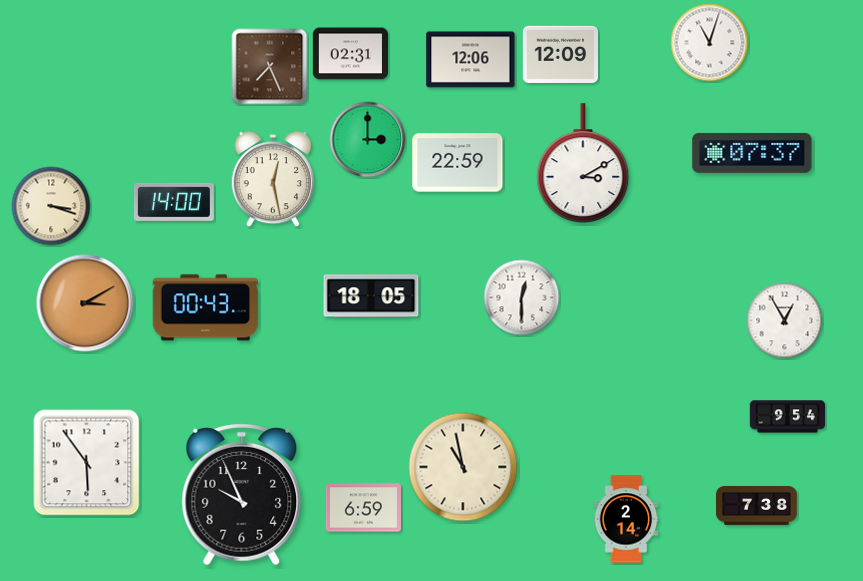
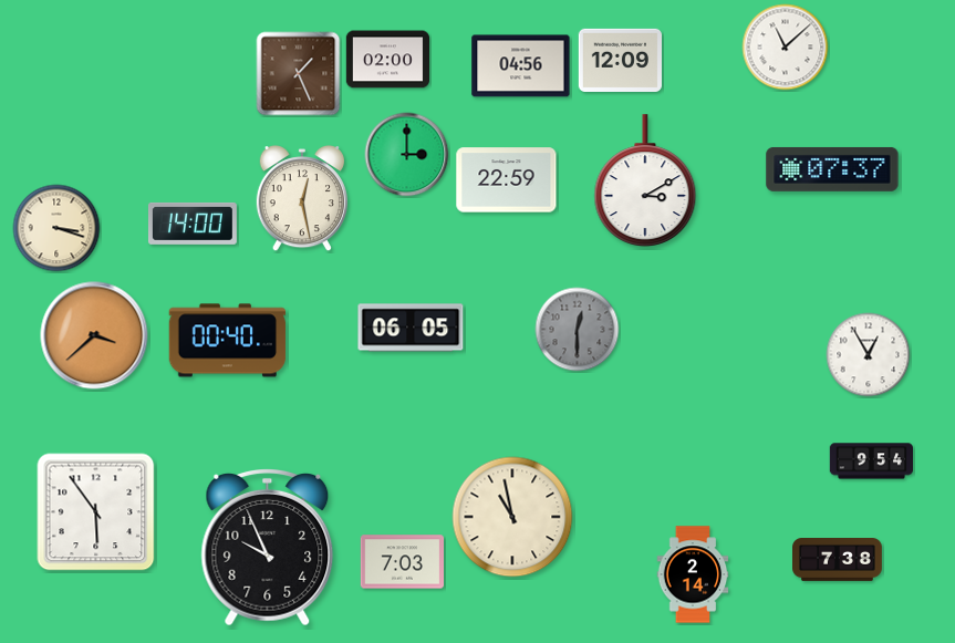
clock at (710, 43): 11:03 -> 11:08
clock at (350, 54): 02:31 -> 02:00
clock at (471, 60): 12:06 -> 04:56
clock at (270, 67): 7:26 -> 1:26
clock at (371, 296): 18:05 -> 06:05
clock at (522, 298) dial: white -> grey
clock at (85, 303): 3:10 -> 3:38
clock at (206, 308): 00:43 -> 00:40
clock at (363, 508): 6:59 -> 7:03
